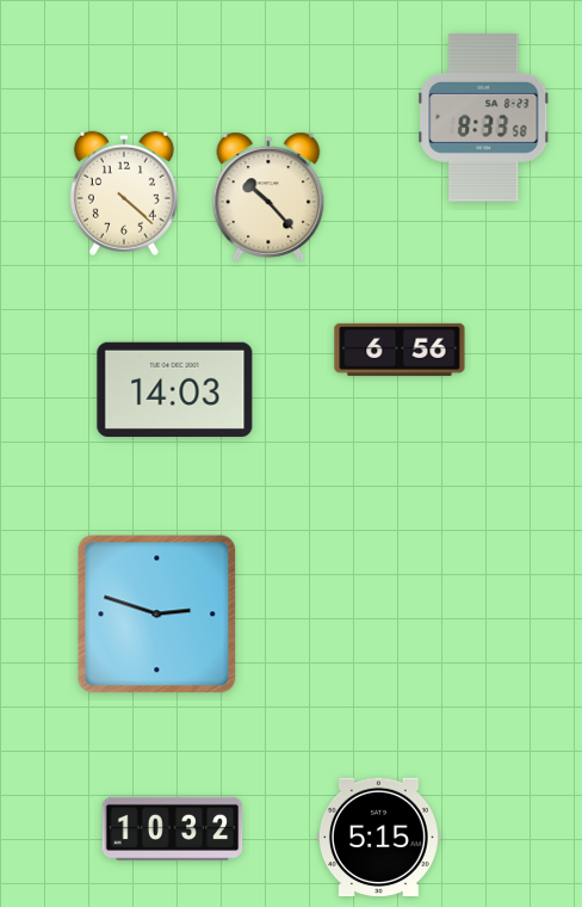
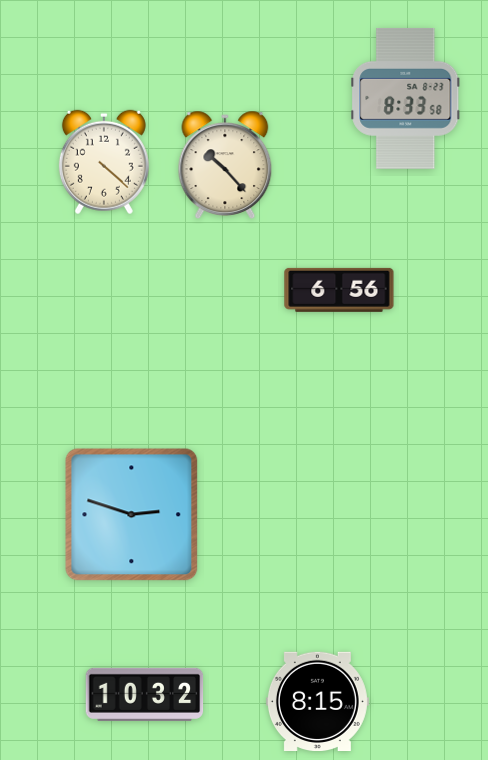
clock at (400, 350) position: (400, 350) -> (339, 290)
clock at (175, 389): 14:03 -> none
clock at (378, 837): 5:15 -> 8:15
